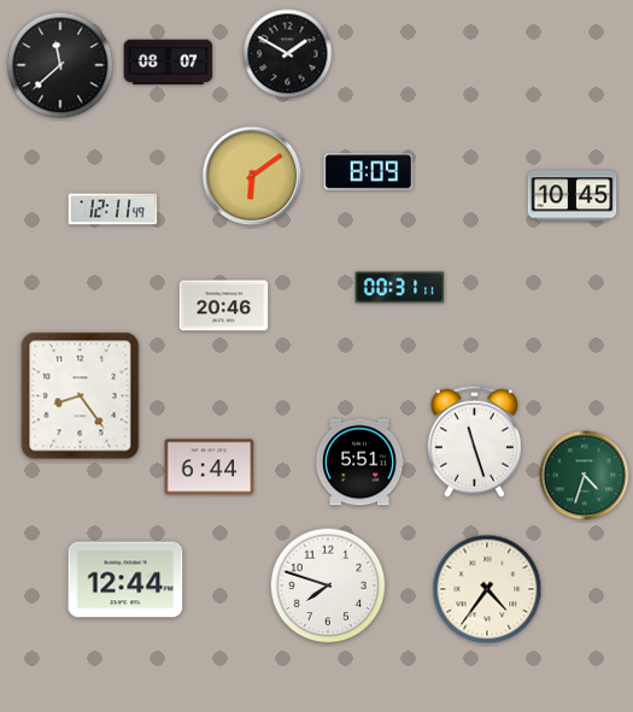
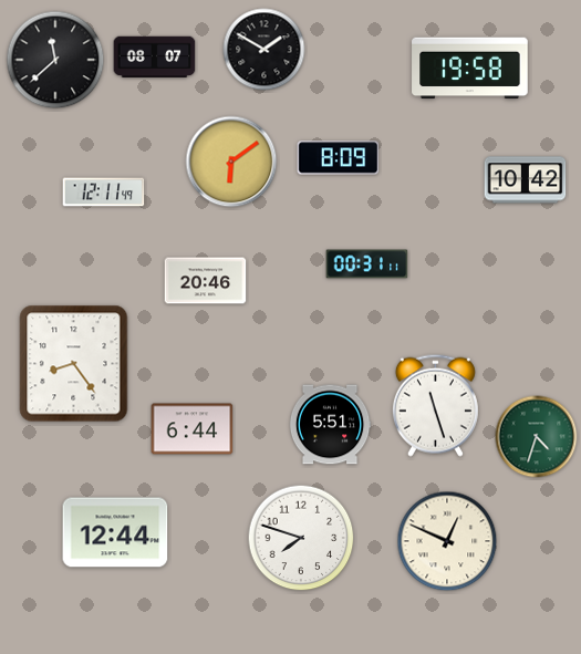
clock at (470, 69): none -> 19:58
clock at (573, 196): 10:45 -> 10:42
clock at (487, 589): 4:36 -> 12:49
